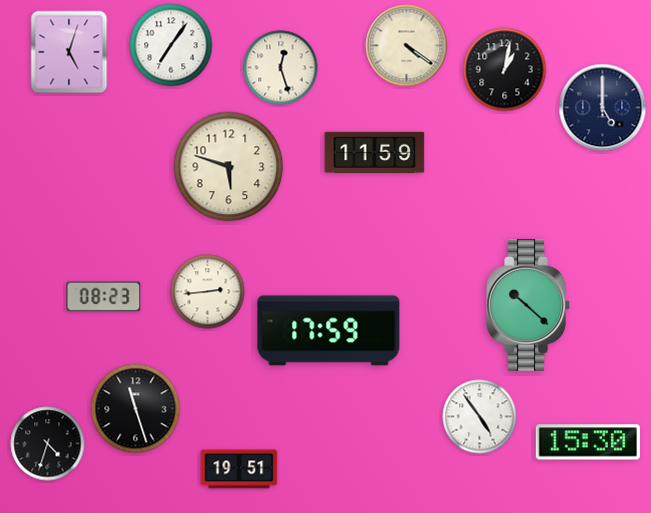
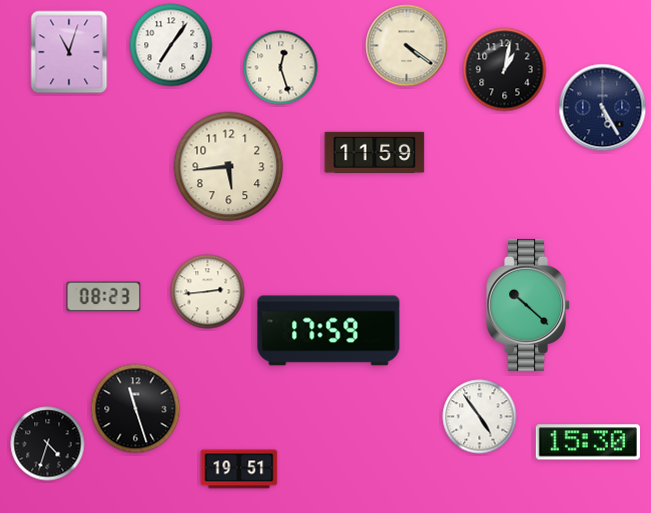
clock at (69, 52): 5:03 -> 11:03
clock at (603, 108): 5:00 -> 5:25
clock at (229, 167): 5:48 -> 5:44
